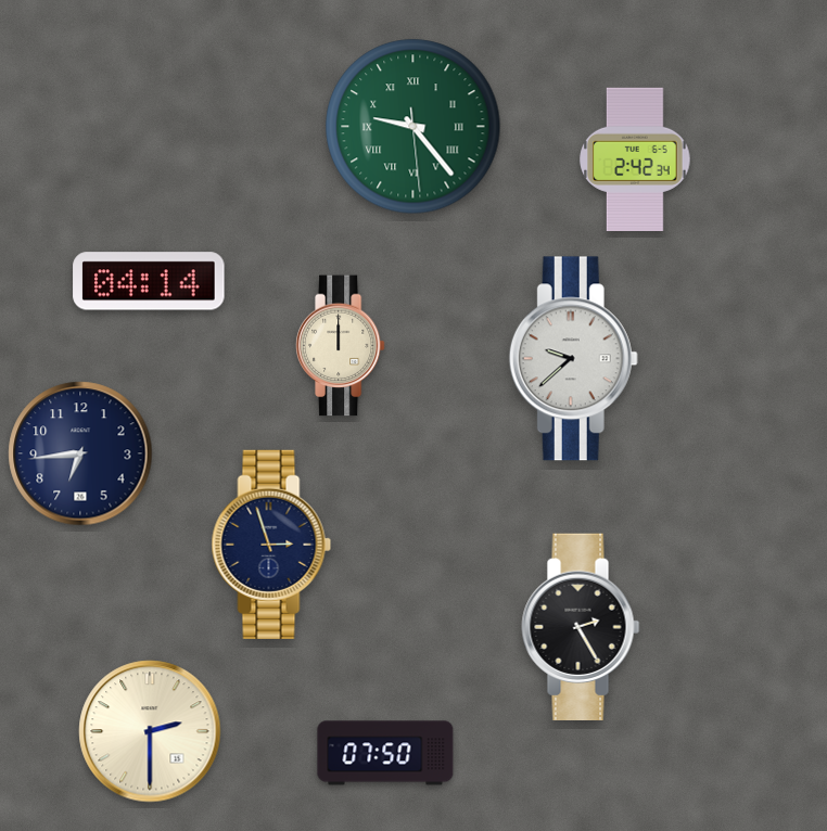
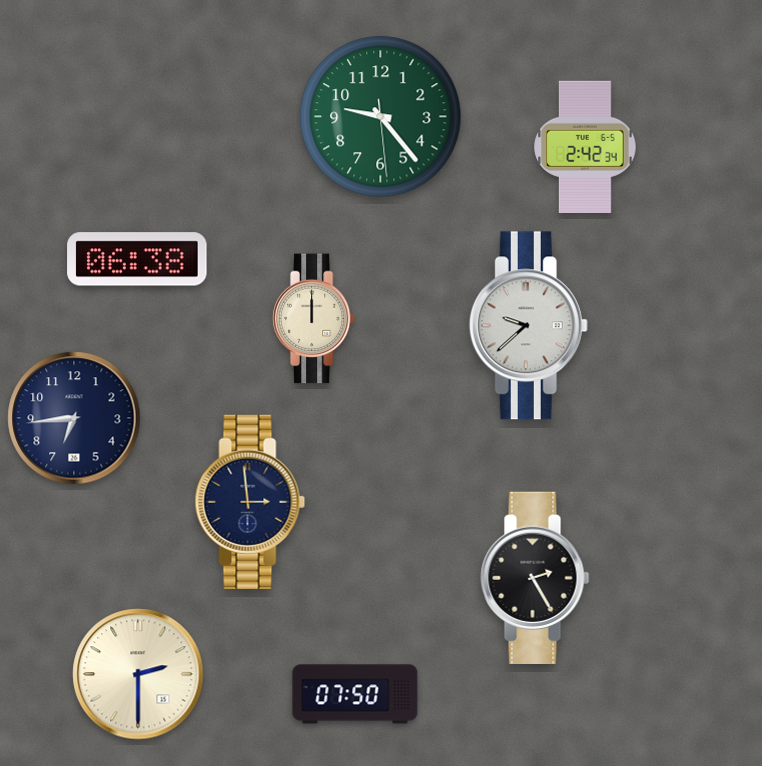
clock at (413, 127) numerals: Roman -> Arabic
clock at (149, 281): 04:14 -> 06:38
clock at (573, 359) position: (573, 359) -> (528, 326)
clock at (271, 545): 2:57 -> 2:59
